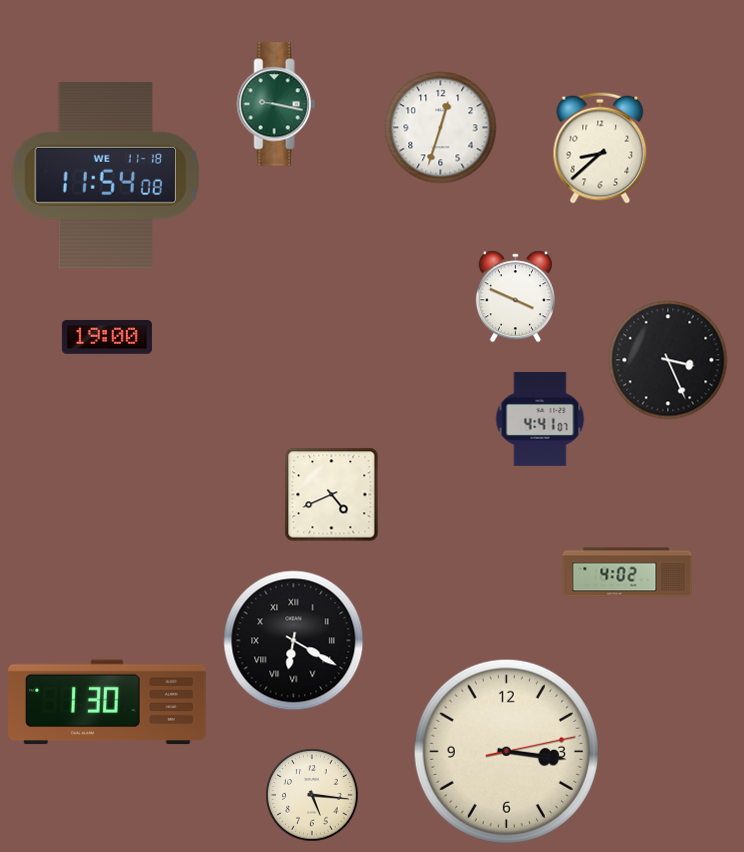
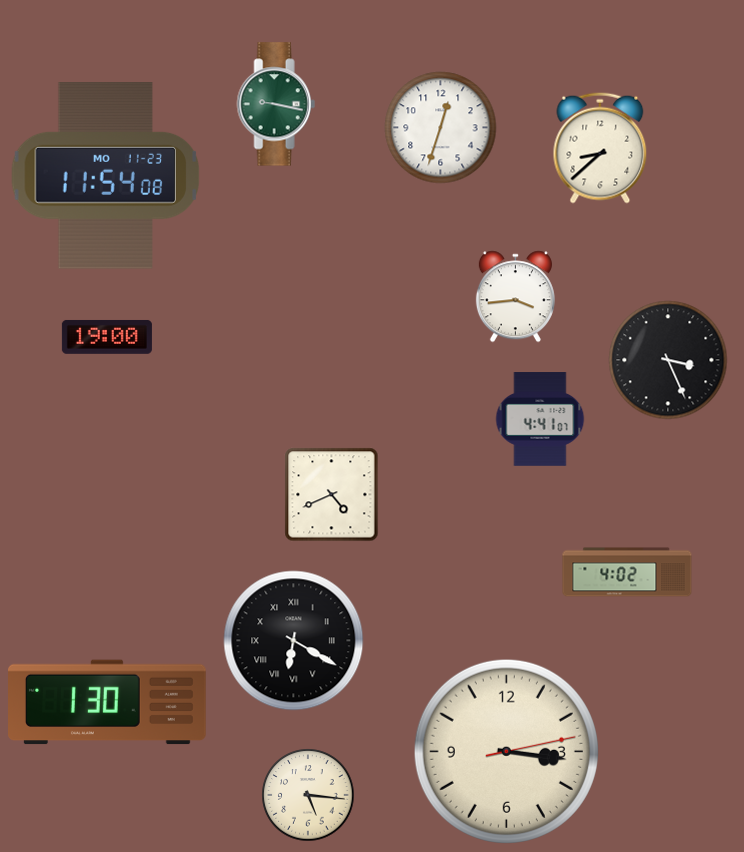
clock at (106, 176) date: WE 11-18 -> MO 11-23
clock at (515, 297): 3:49 -> 3:44
clock at (312, 795) position: (312, 795) -> (308, 795)
